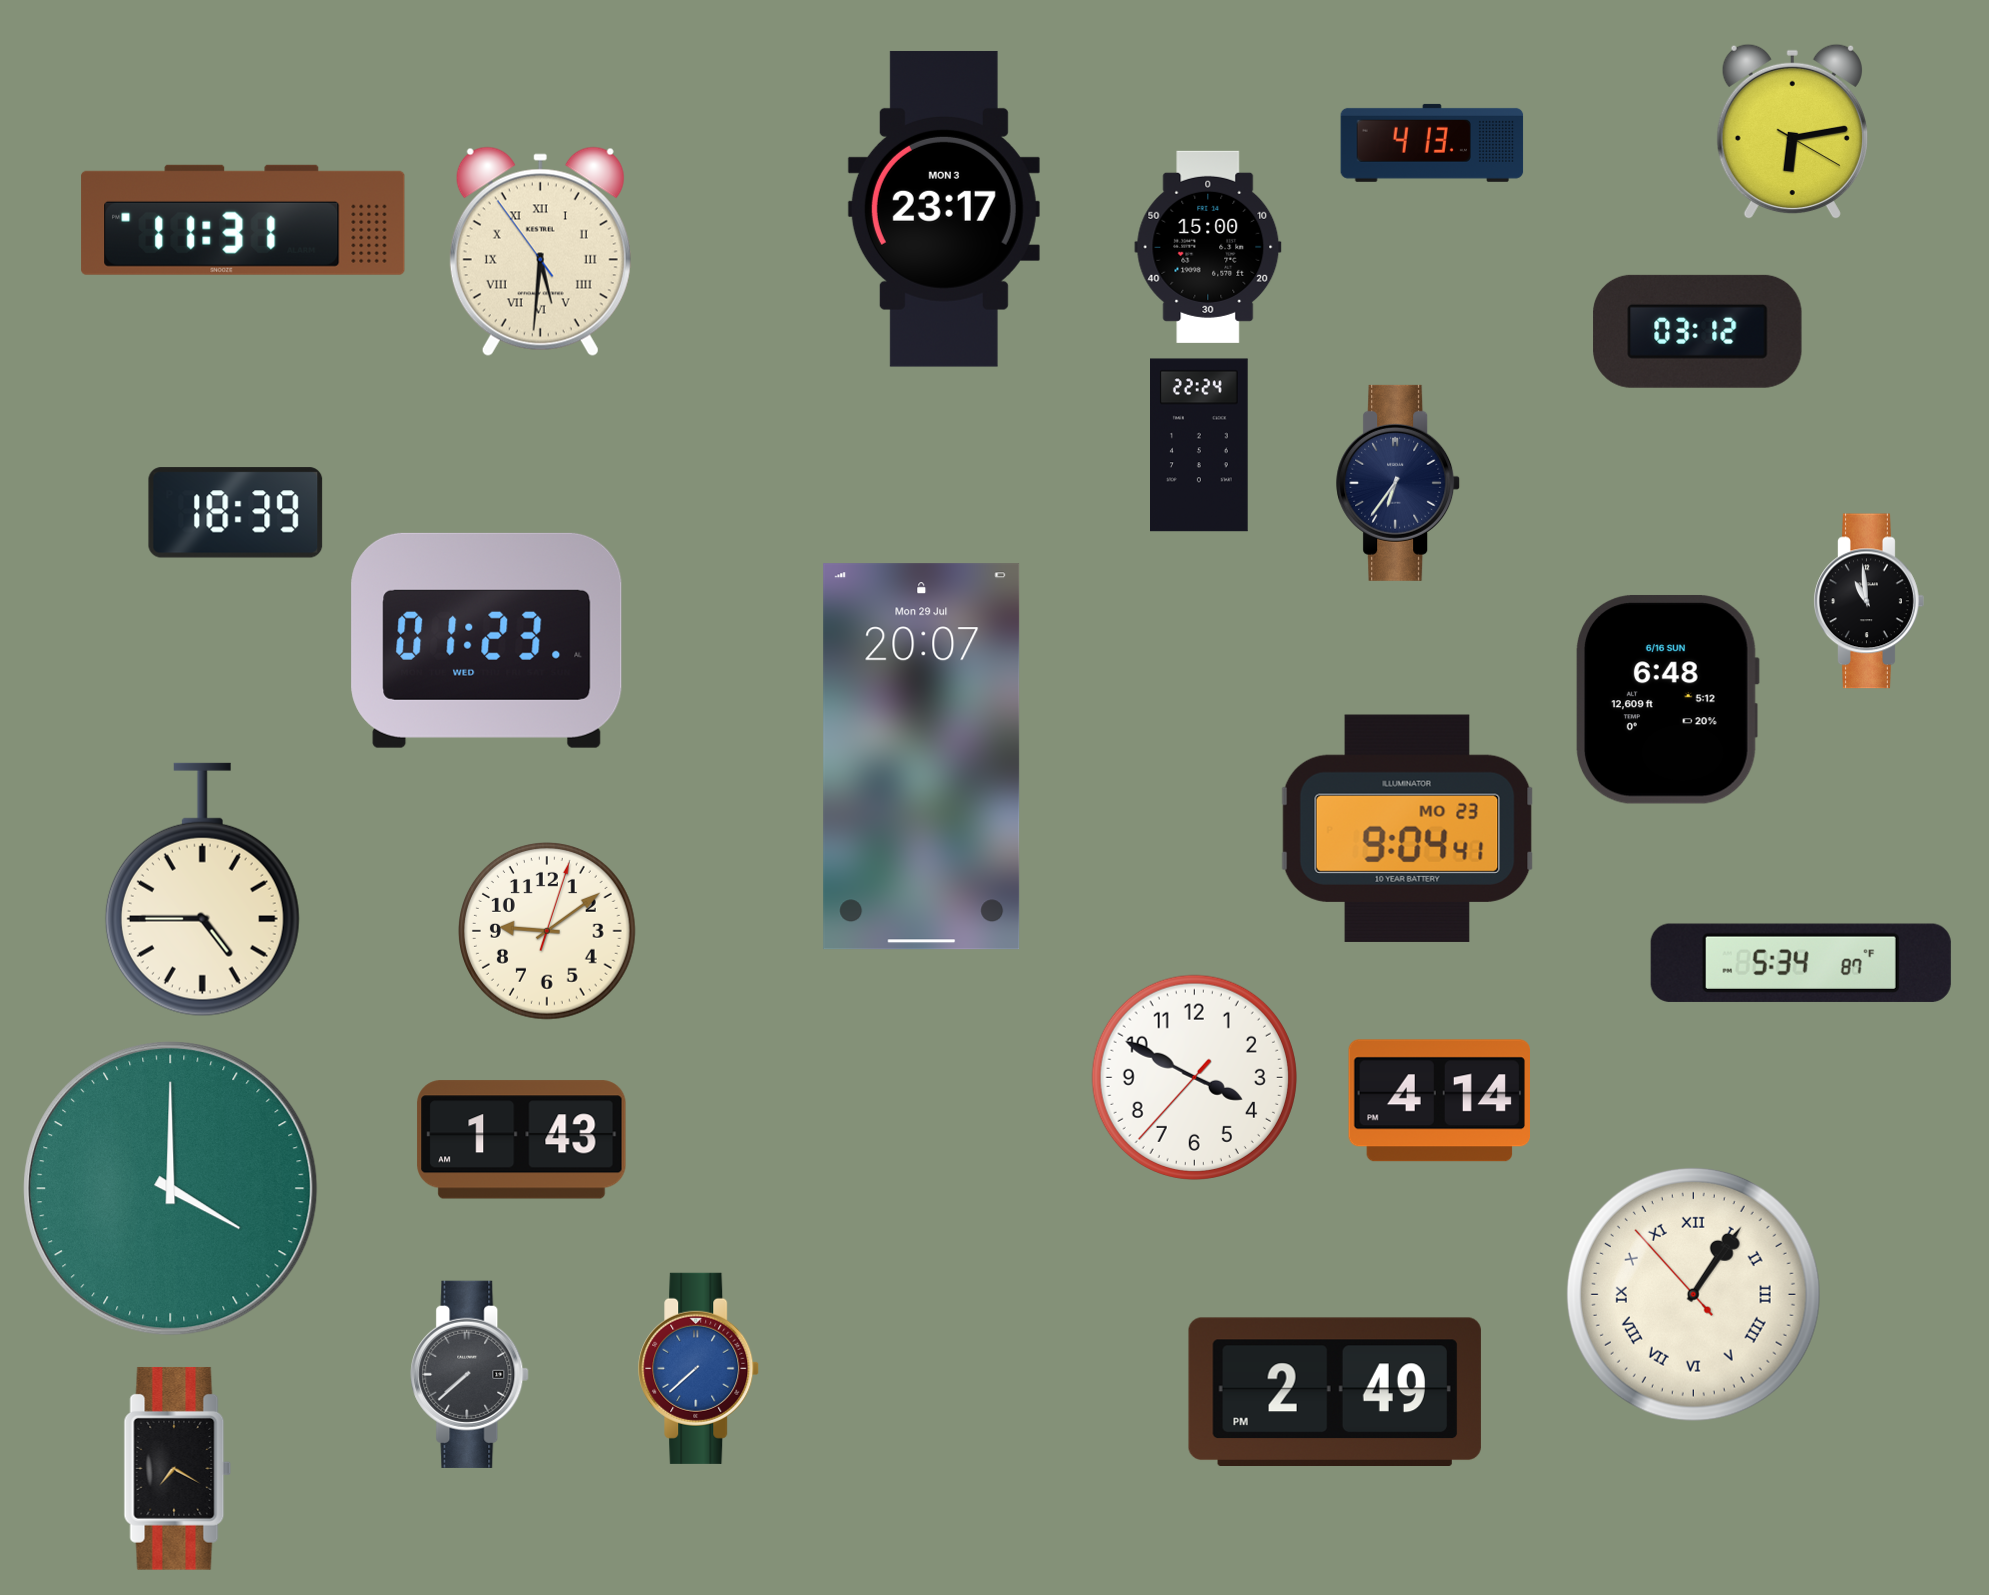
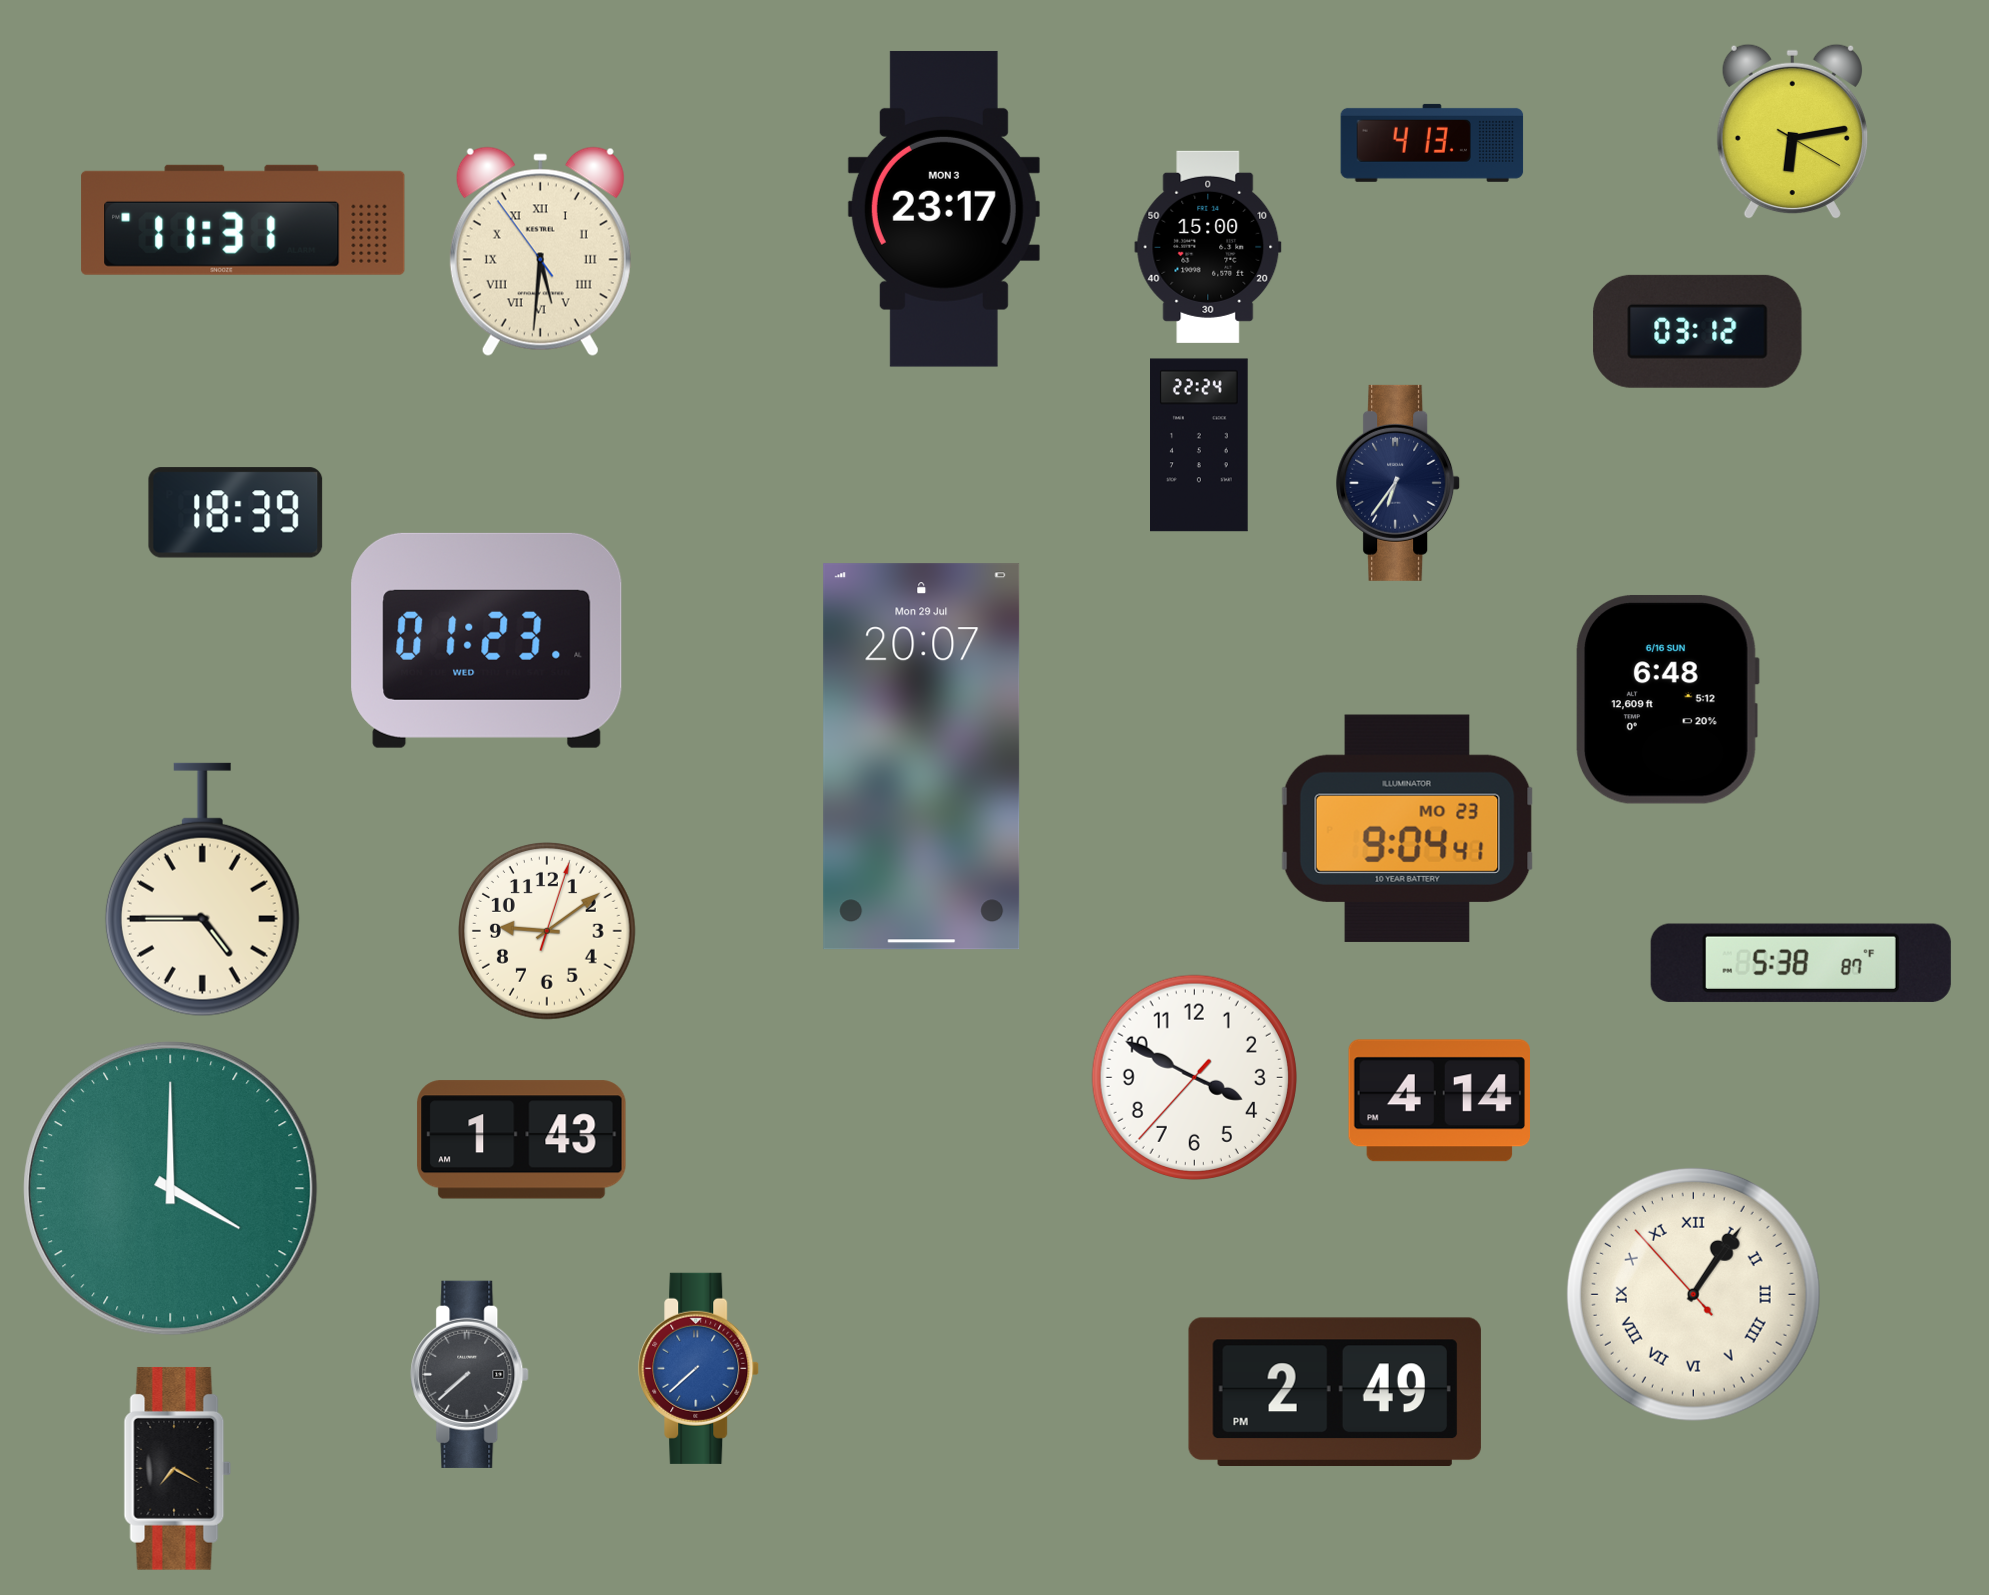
clock at (1869, 601): 10:59 -> none
clock at (1801, 963): 5:34 -> 5:38
